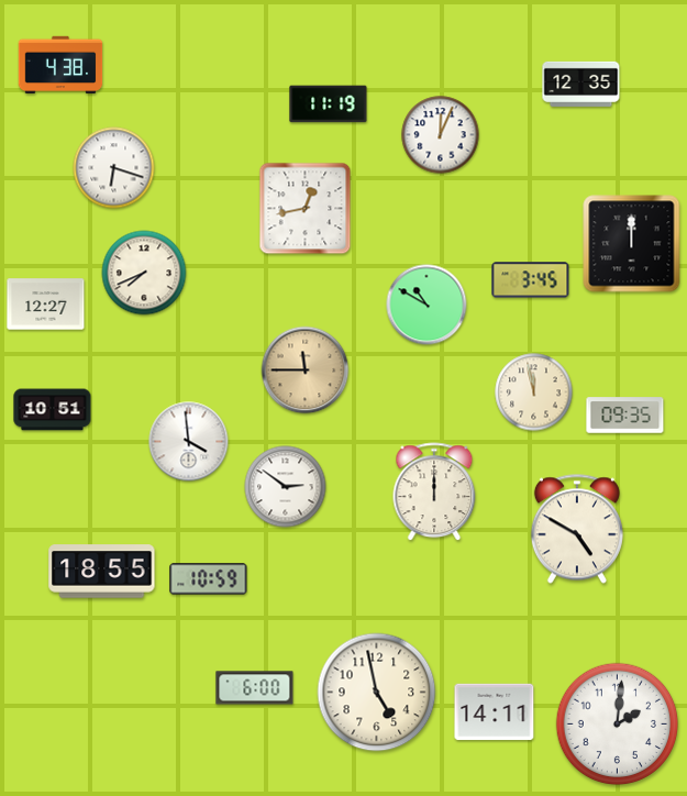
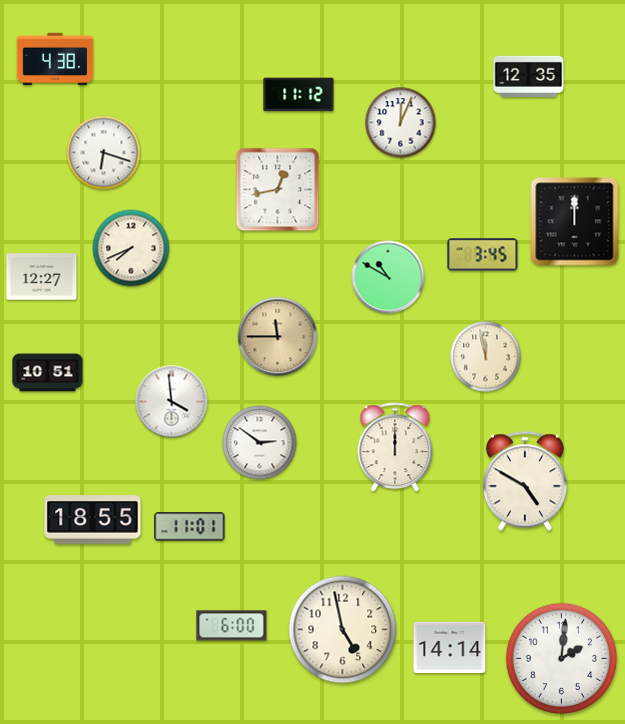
clock at (329, 104): 11:19 -> 11:12
clock at (625, 416): 09:35 -> none
clock at (209, 579): 10:59 -> 11:01
clock at (495, 712): 14:11 -> 14:14
